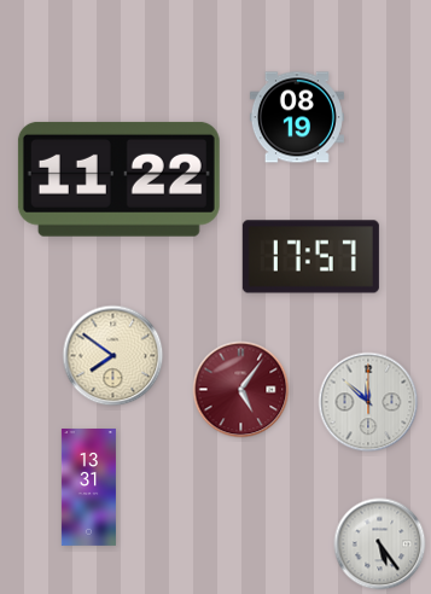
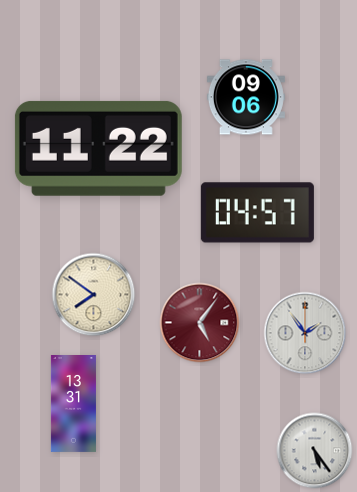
clock at (297, 117): 08:19 -> 09:06
clock at (310, 257): 17:57 -> 04:57
clock at (368, 402): 11:52 -> 1:54
